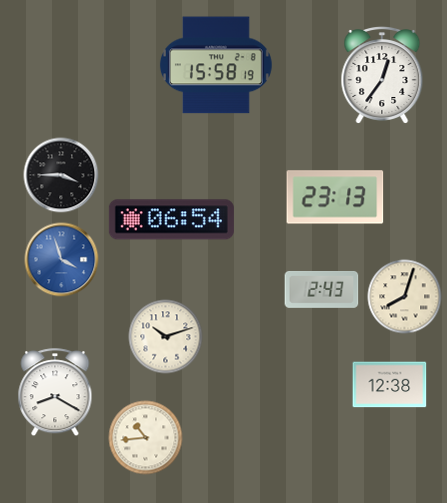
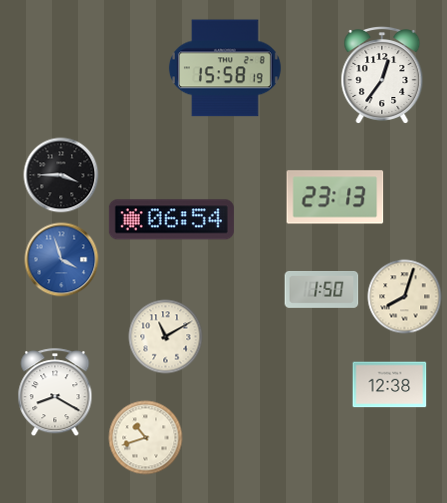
clock at (216, 65) position: (216, 65) -> (225, 68)
clock at (322, 289): 2:43 -> 1:50
clock at (166, 337): 10:12 -> 11:10
clock at (146, 438): 10:44 -> 10:42
